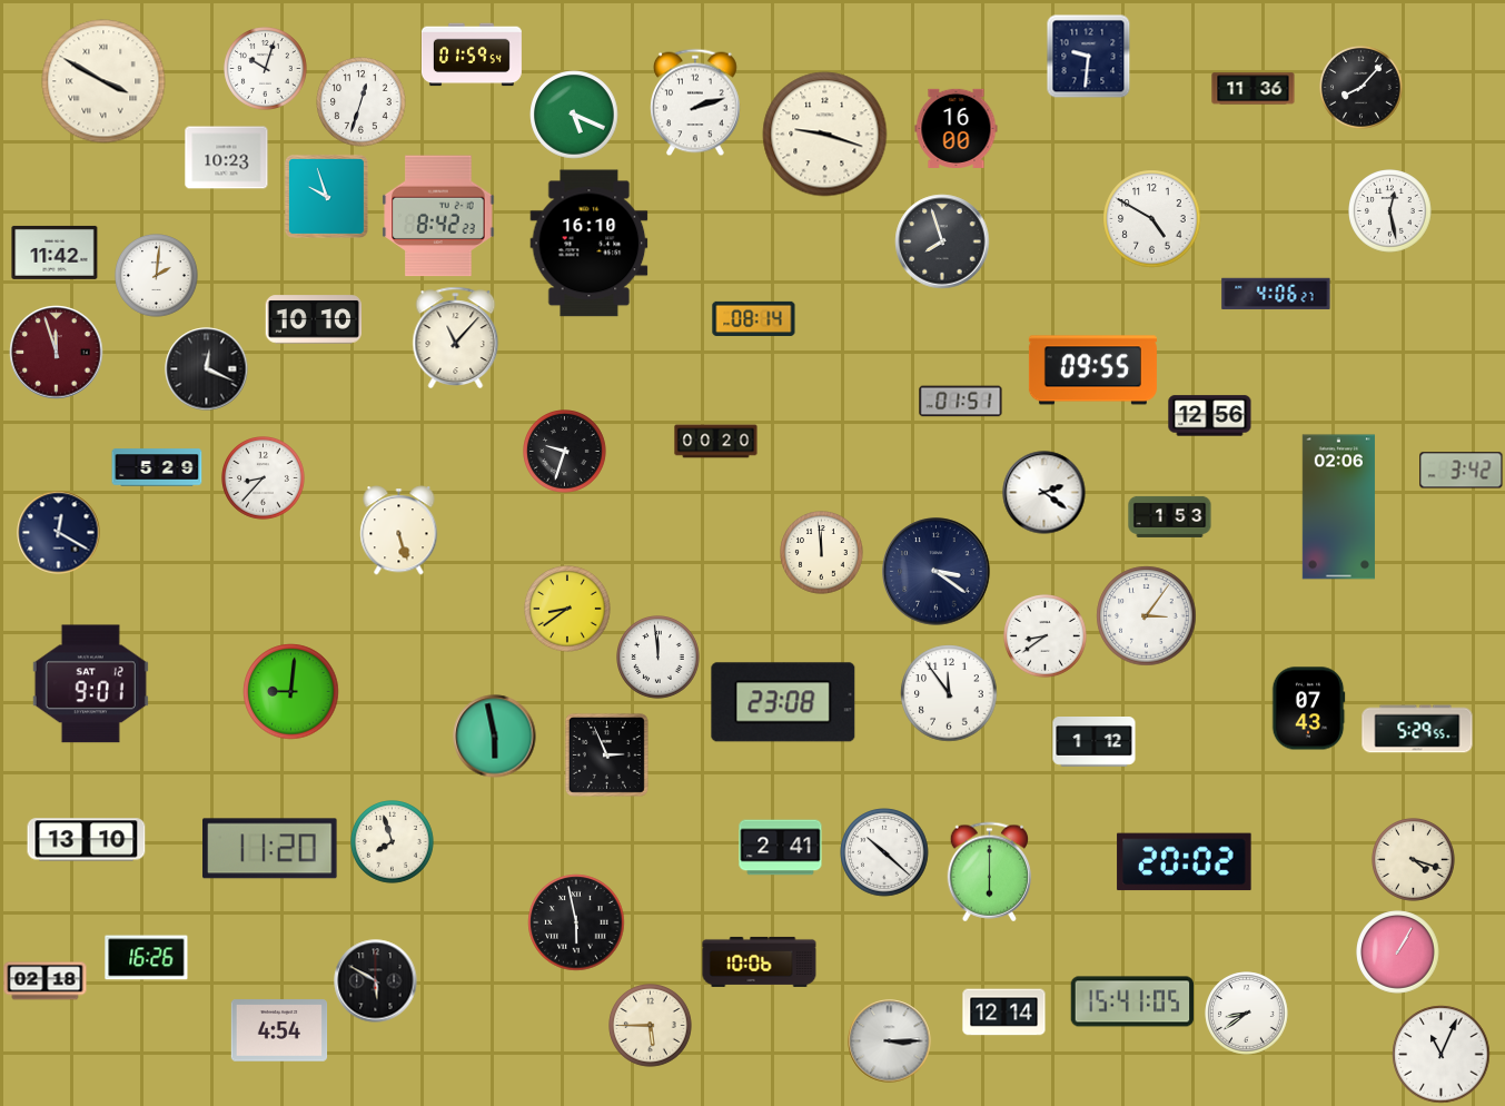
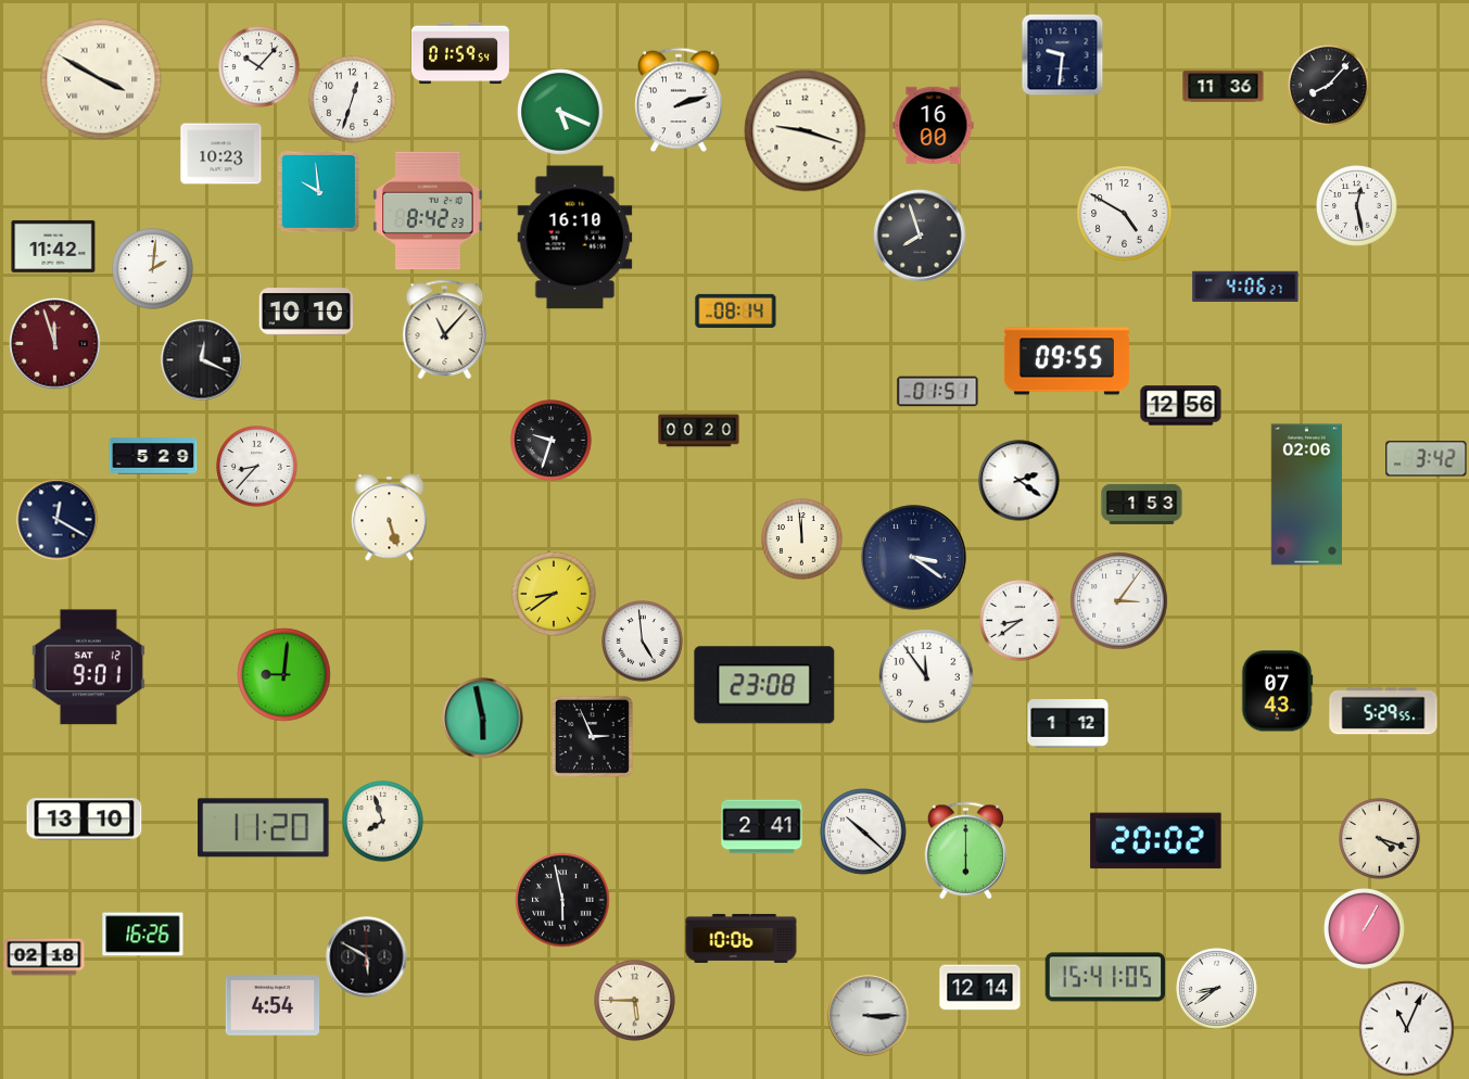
clock at (266, 69): 10:03 -> 10:07
clock at (326, 196): 9:57 -> 9:59
clock at (659, 658): 11:59 -> 4:59
